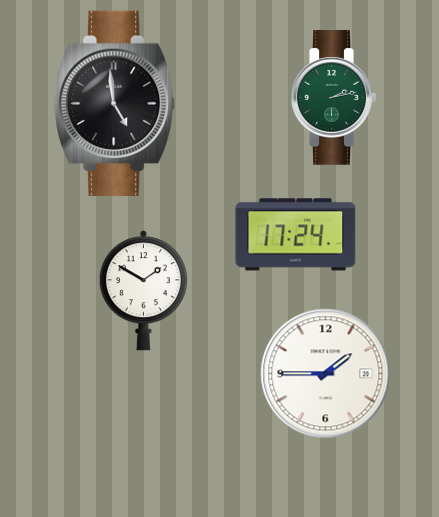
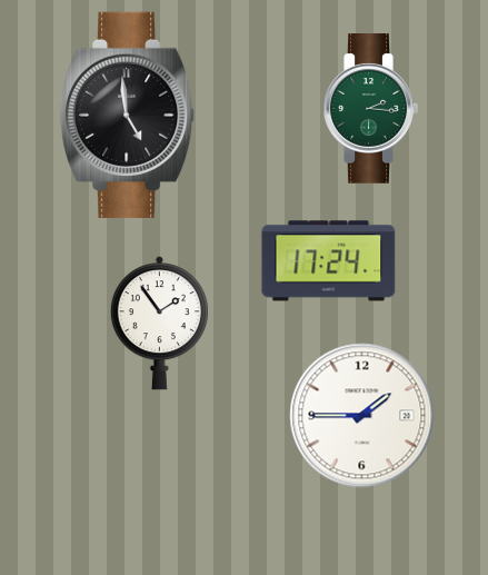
clock at (333, 98): 2:13 -> 2:16
clock at (143, 291): 1:50 -> 1:54
